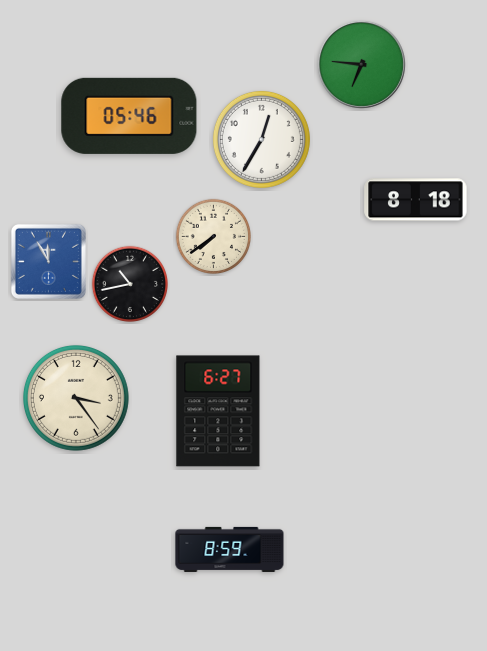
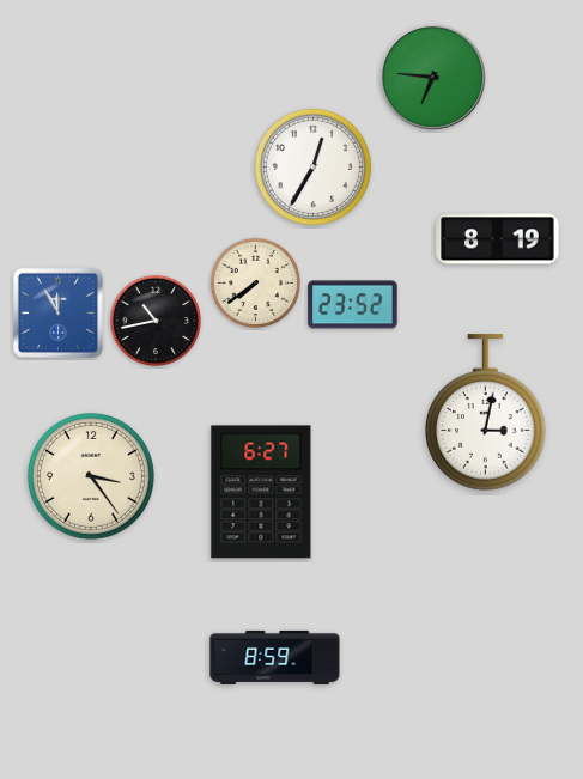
clock at (129, 116): 05:46 -> none
clock at (416, 200): 8:18 -> 8:19
clock at (353, 305): none -> 23:52
clock at (129, 283) position: (129, 283) -> (154, 319)
clock at (486, 413): none -> 3:02
